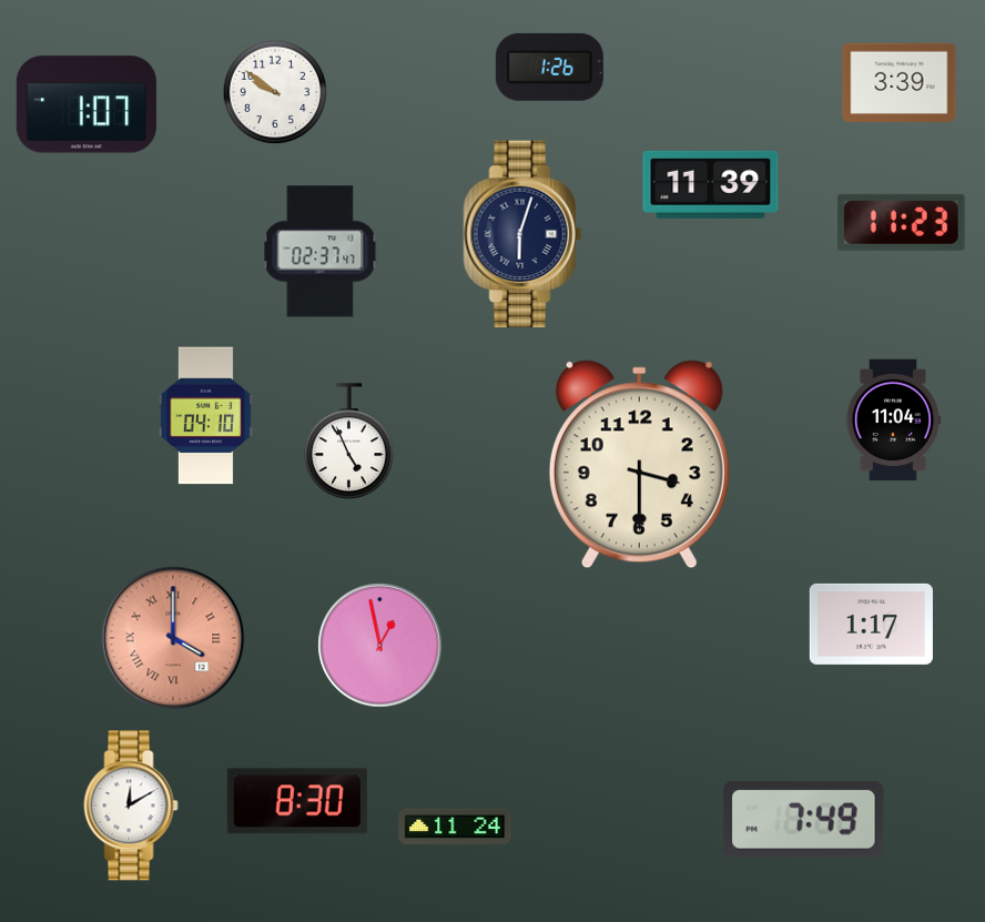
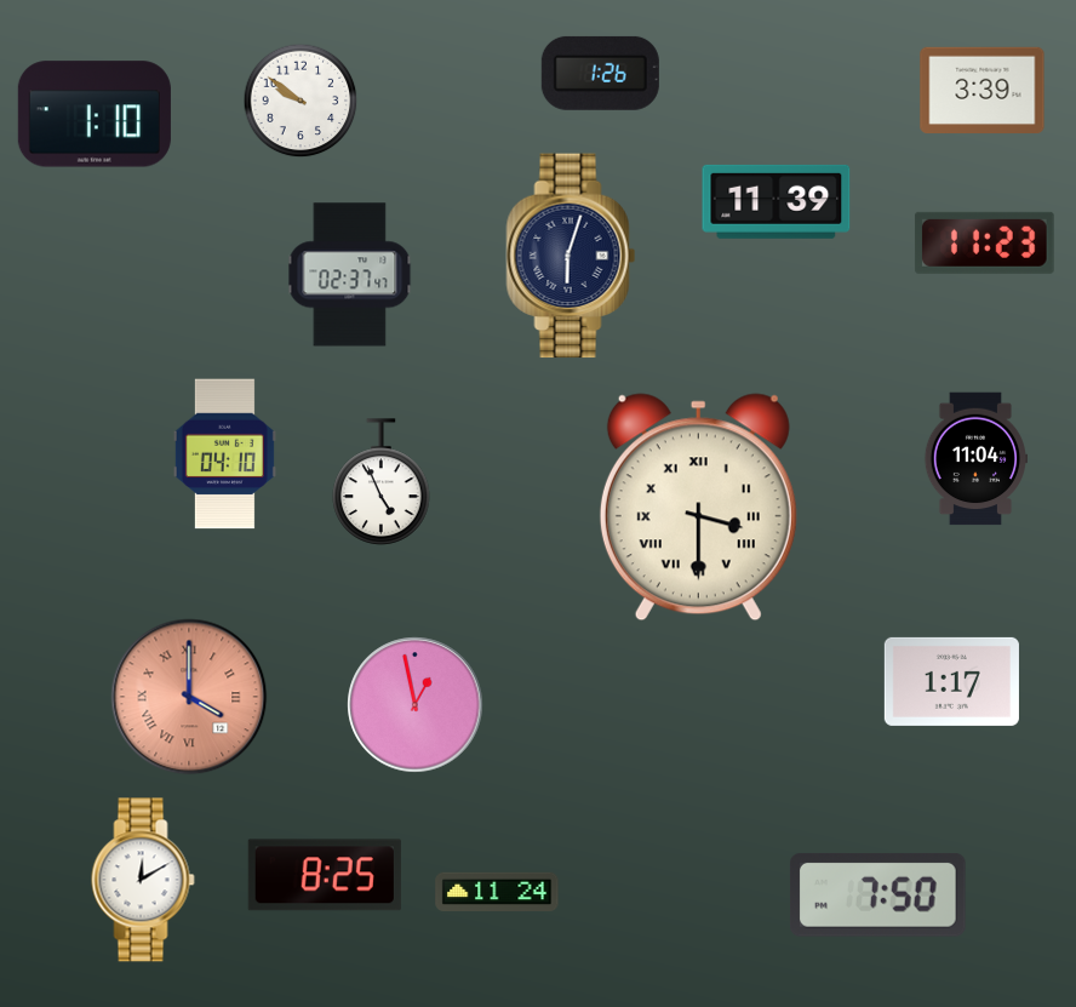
clock at (87, 104): 1:07 -> 1:10
clock at (639, 465) numerals: Arabic -> Roman
clock at (297, 801): 8:30 -> 8:25
clock at (803, 819): 7:49 -> 7:50
clock at (455, 825) position: (455, 825) -> (497, 891)
